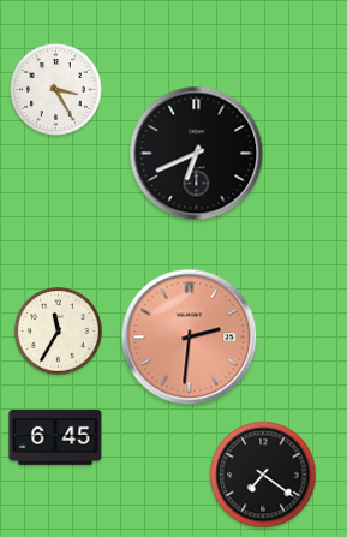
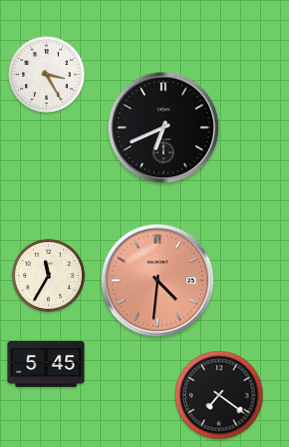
clock at (190, 338): 2:31 -> 4:31
clock at (55, 437): 6:45 -> 5:45
